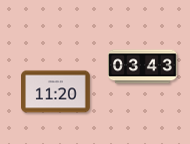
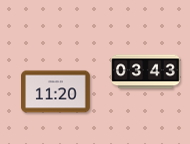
clock at (143, 67) position: (143, 67) -> (146, 72)
